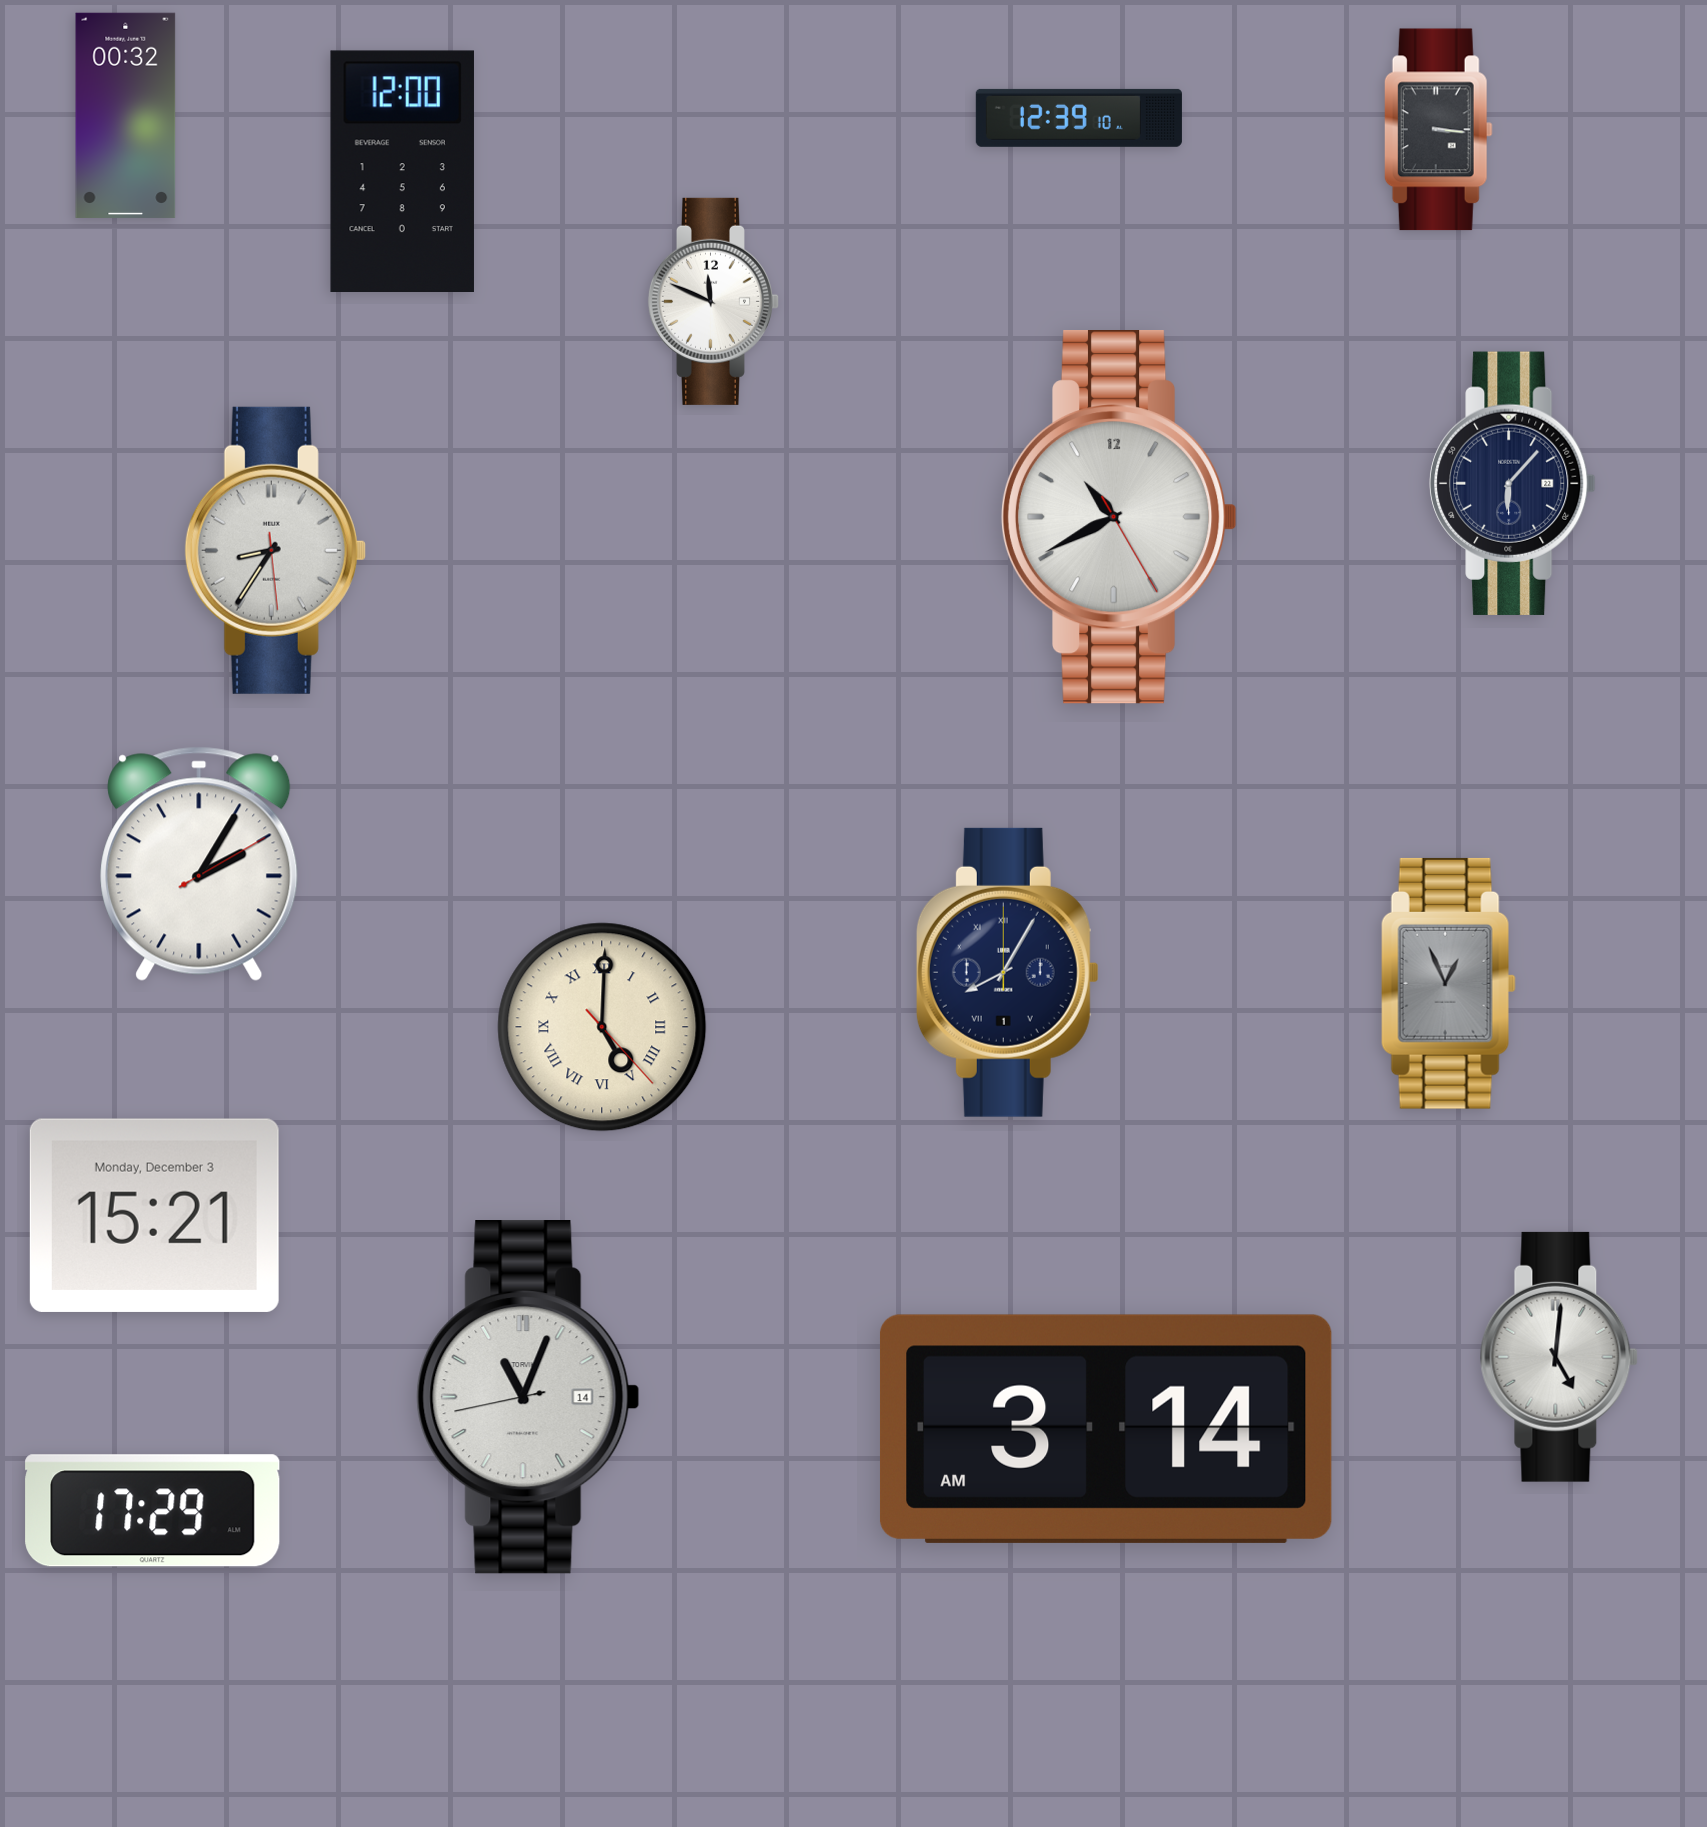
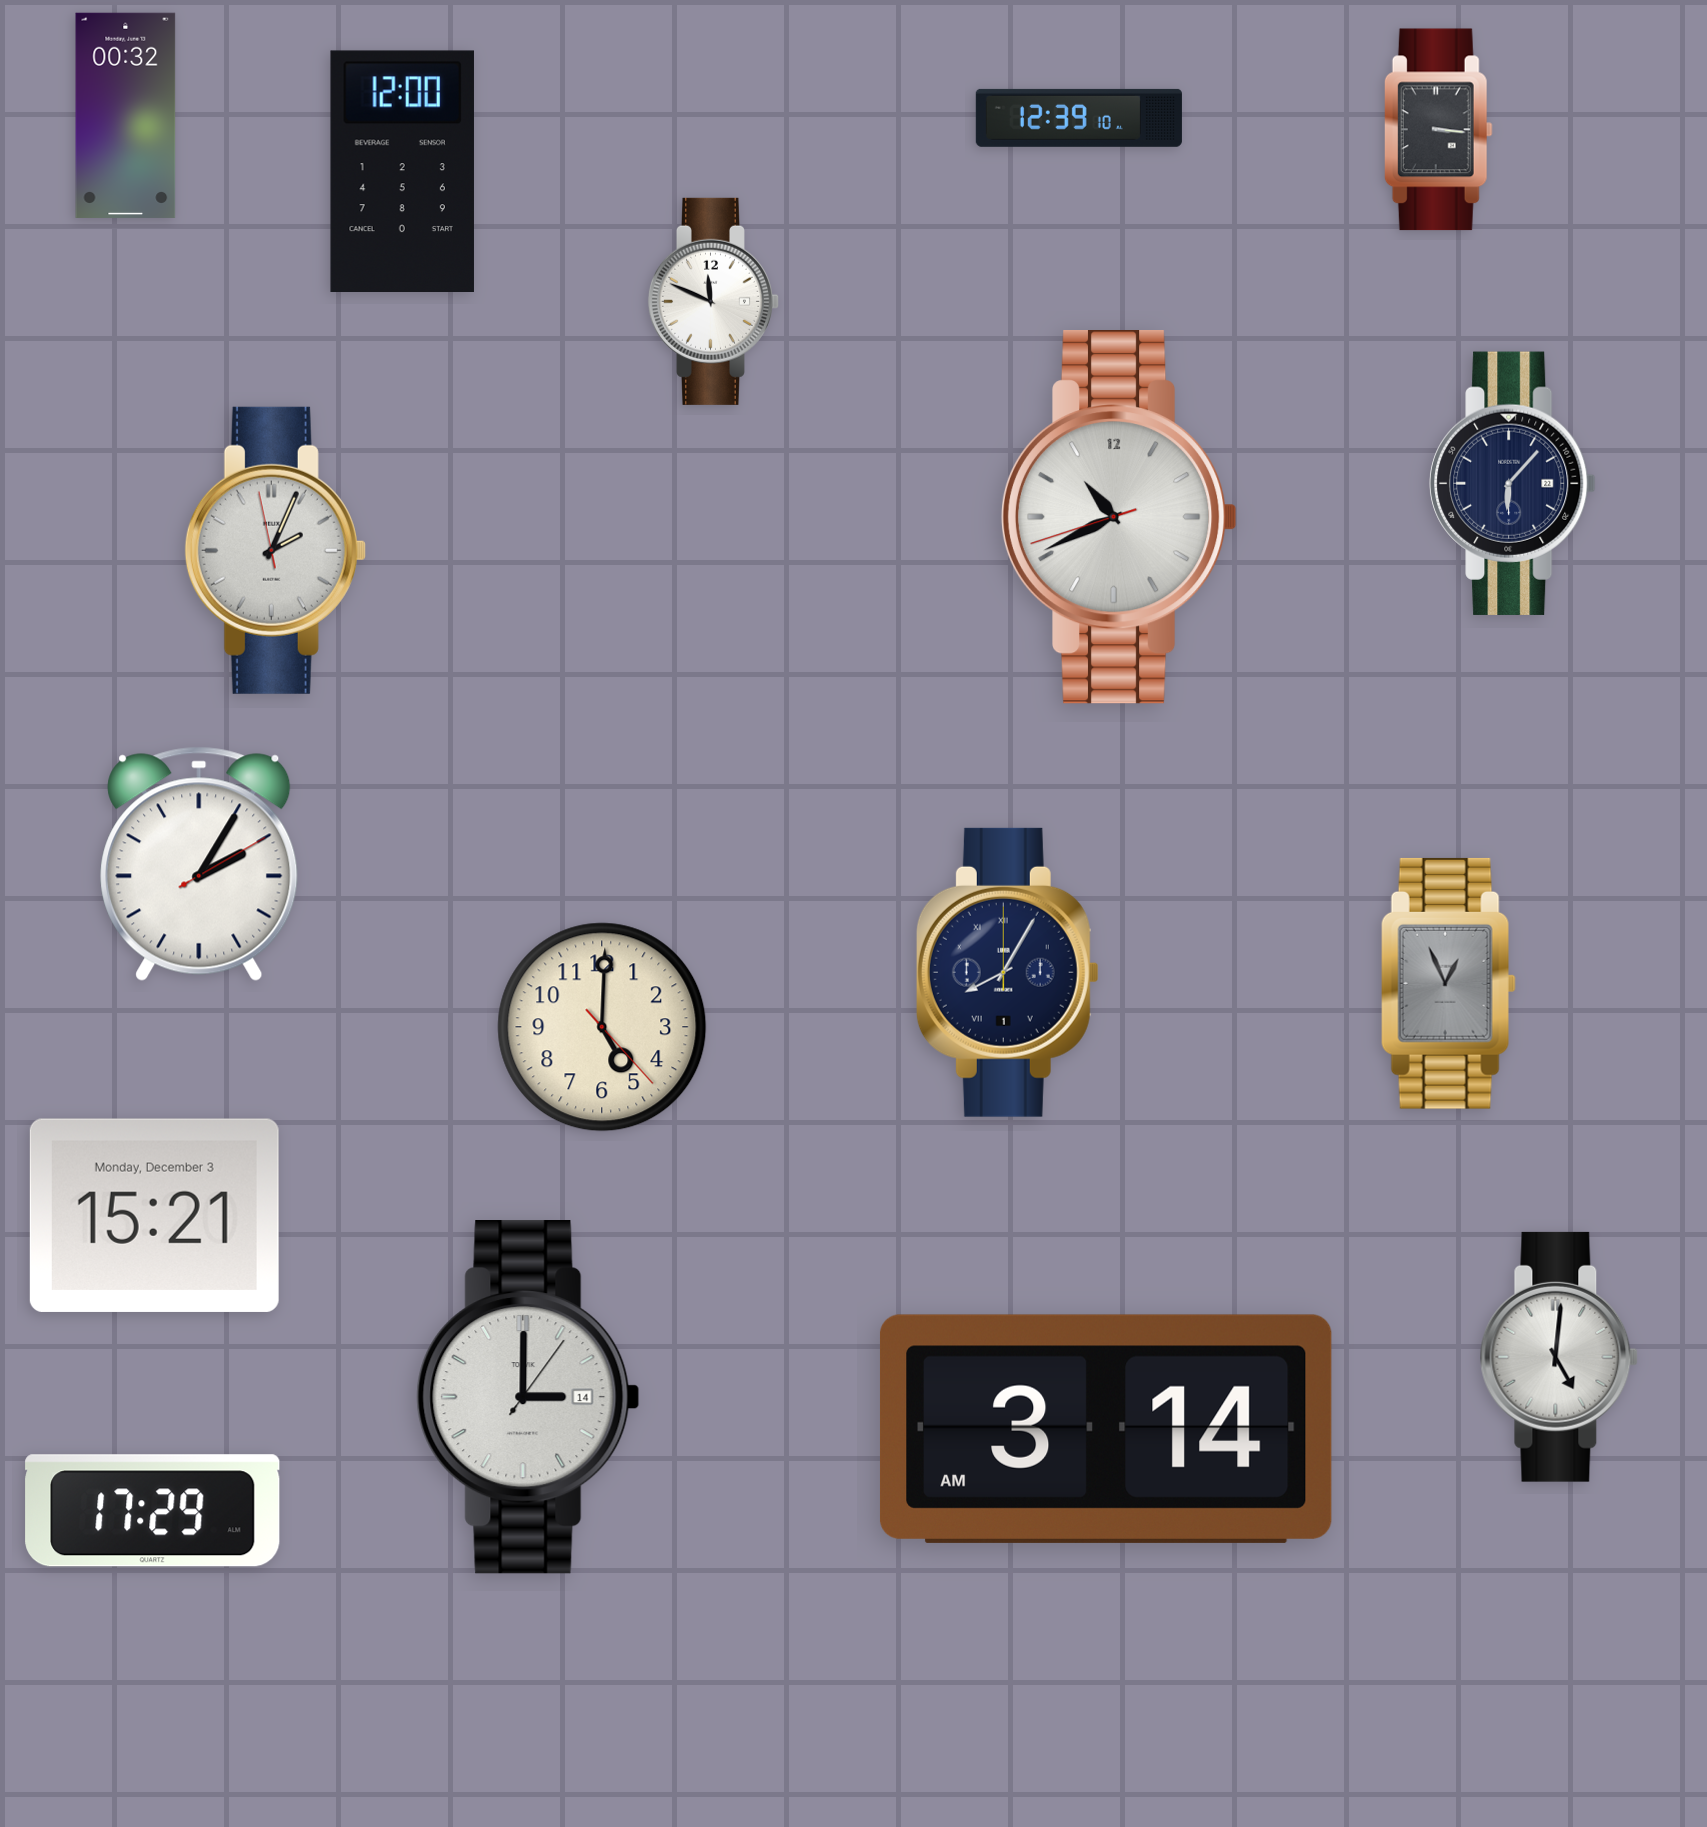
clock at (1119, 518): 10:40:25 -> 10:40:42
clock at (275, 550): 8:35 -> 2:03
clock at (602, 1027) numerals: Roman -> Arabic
clock at (528, 1398): 11:03 -> 3:00
